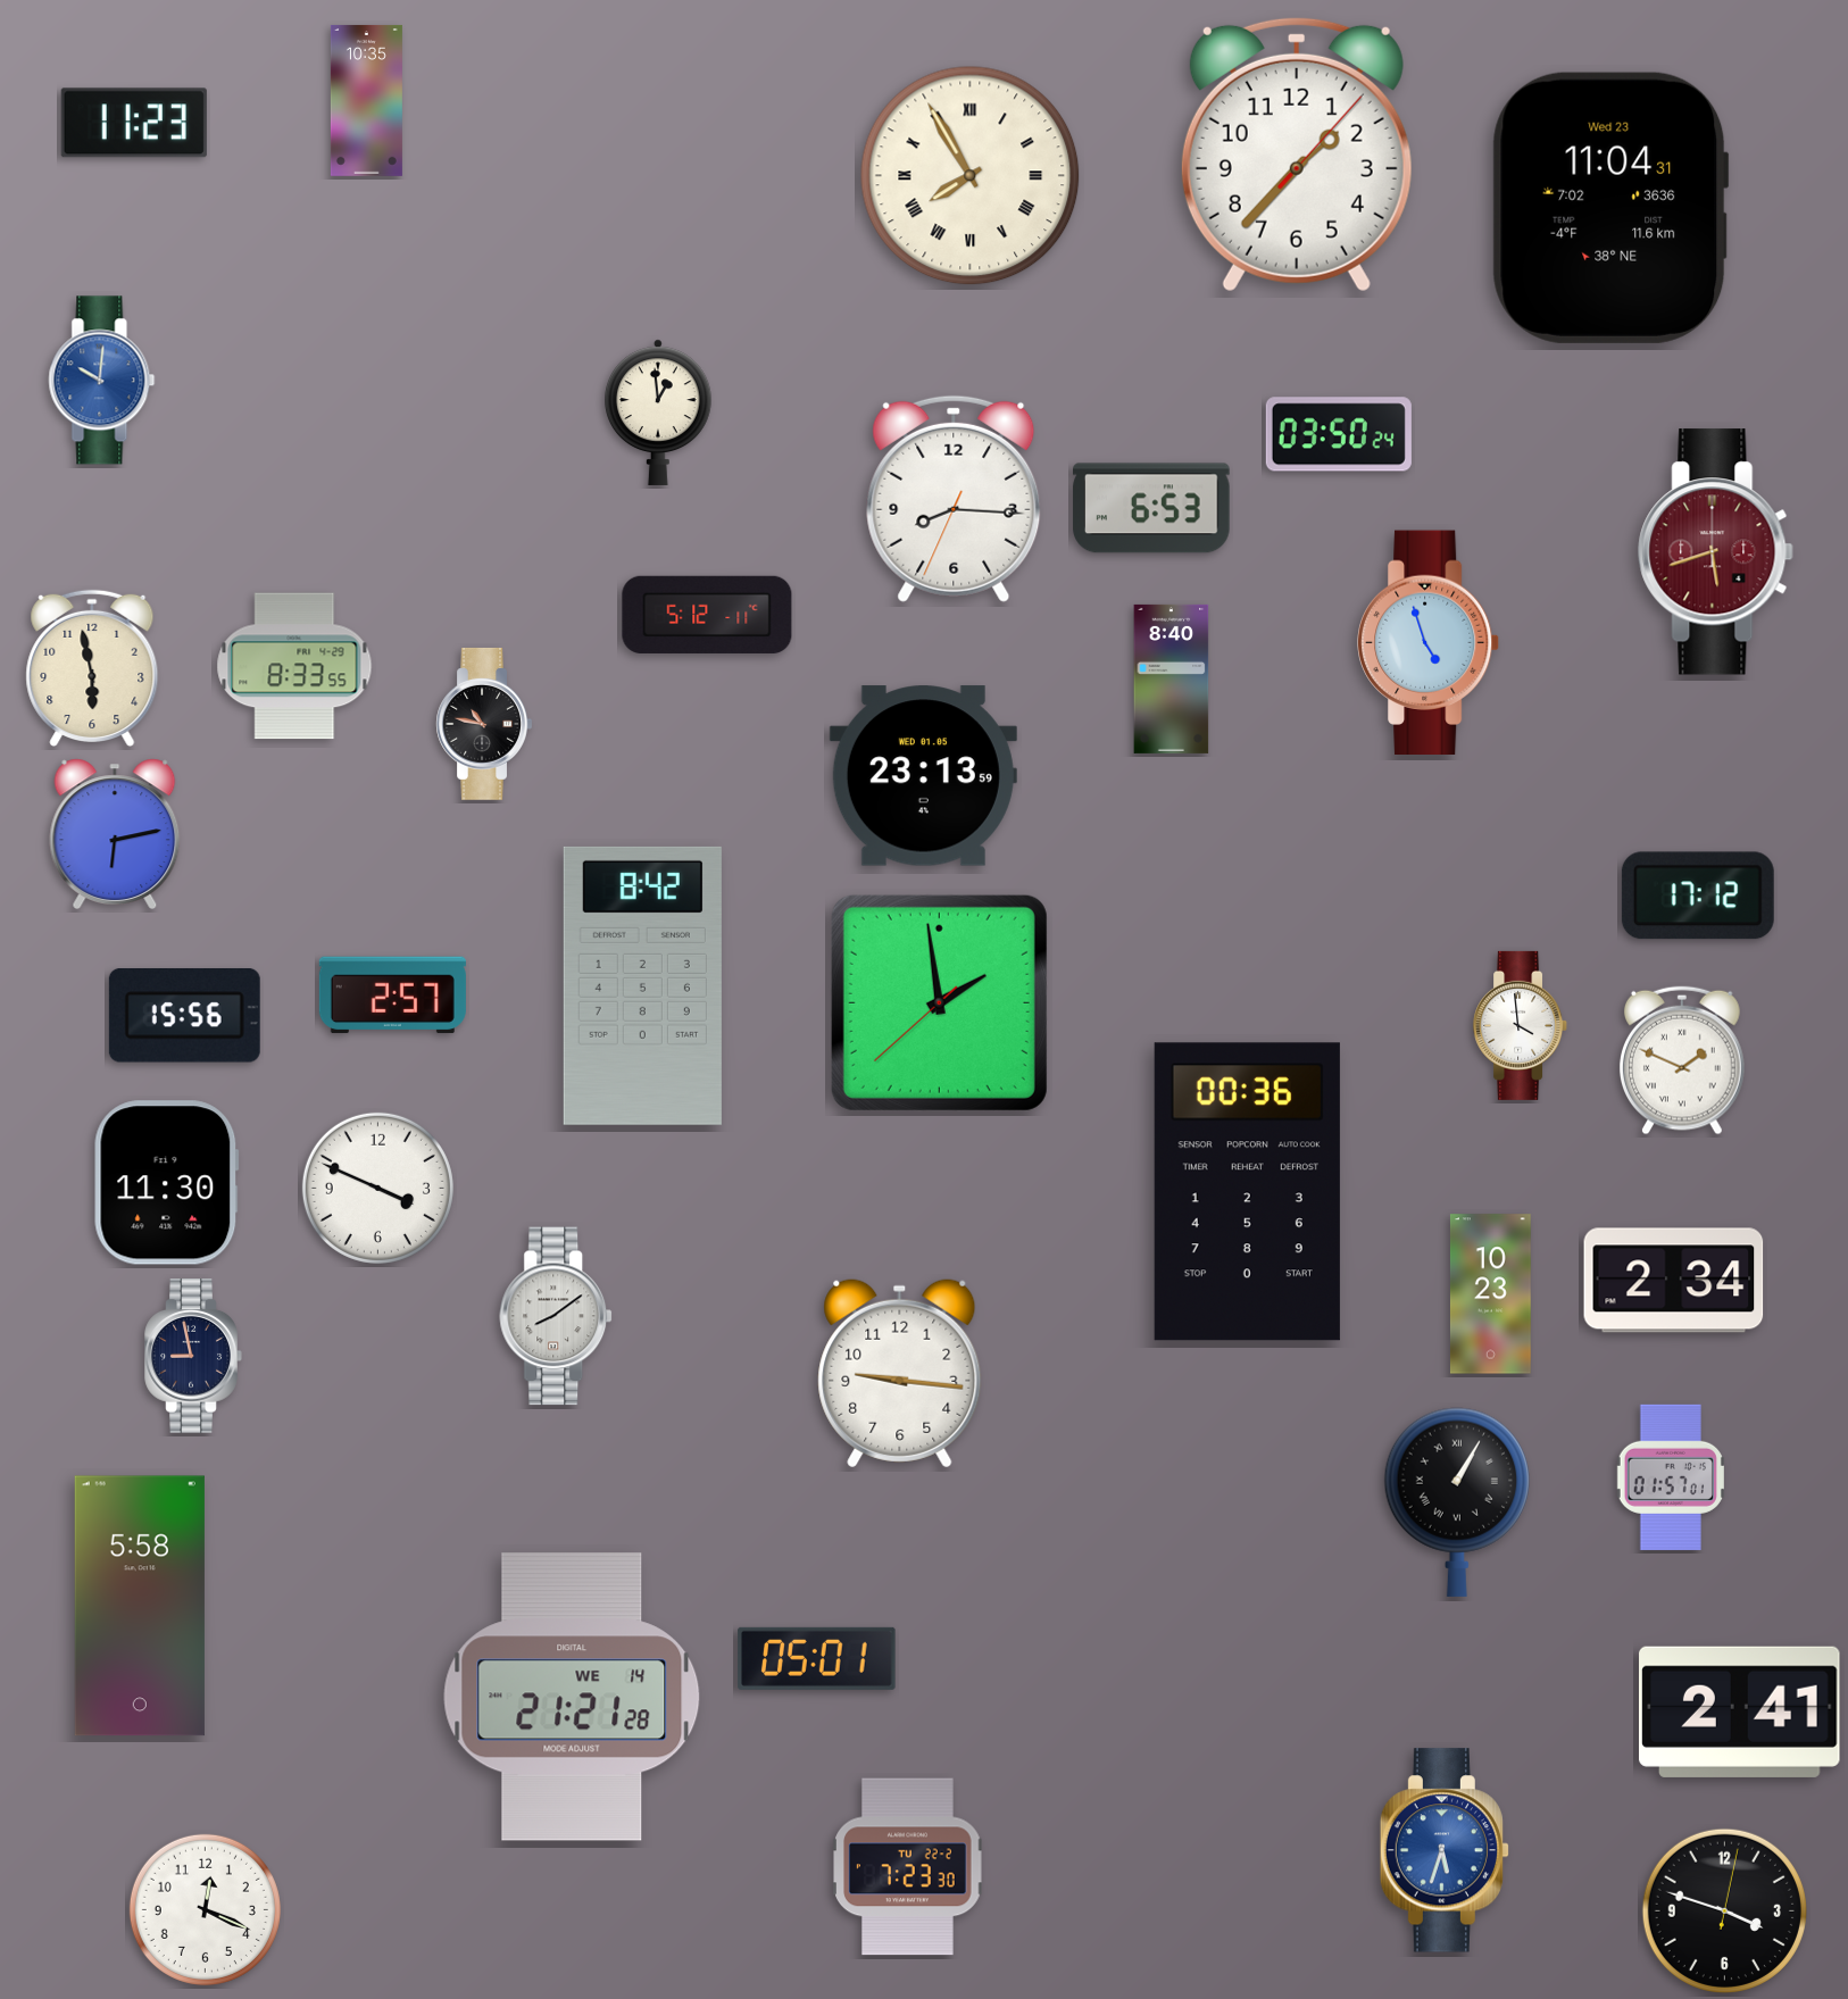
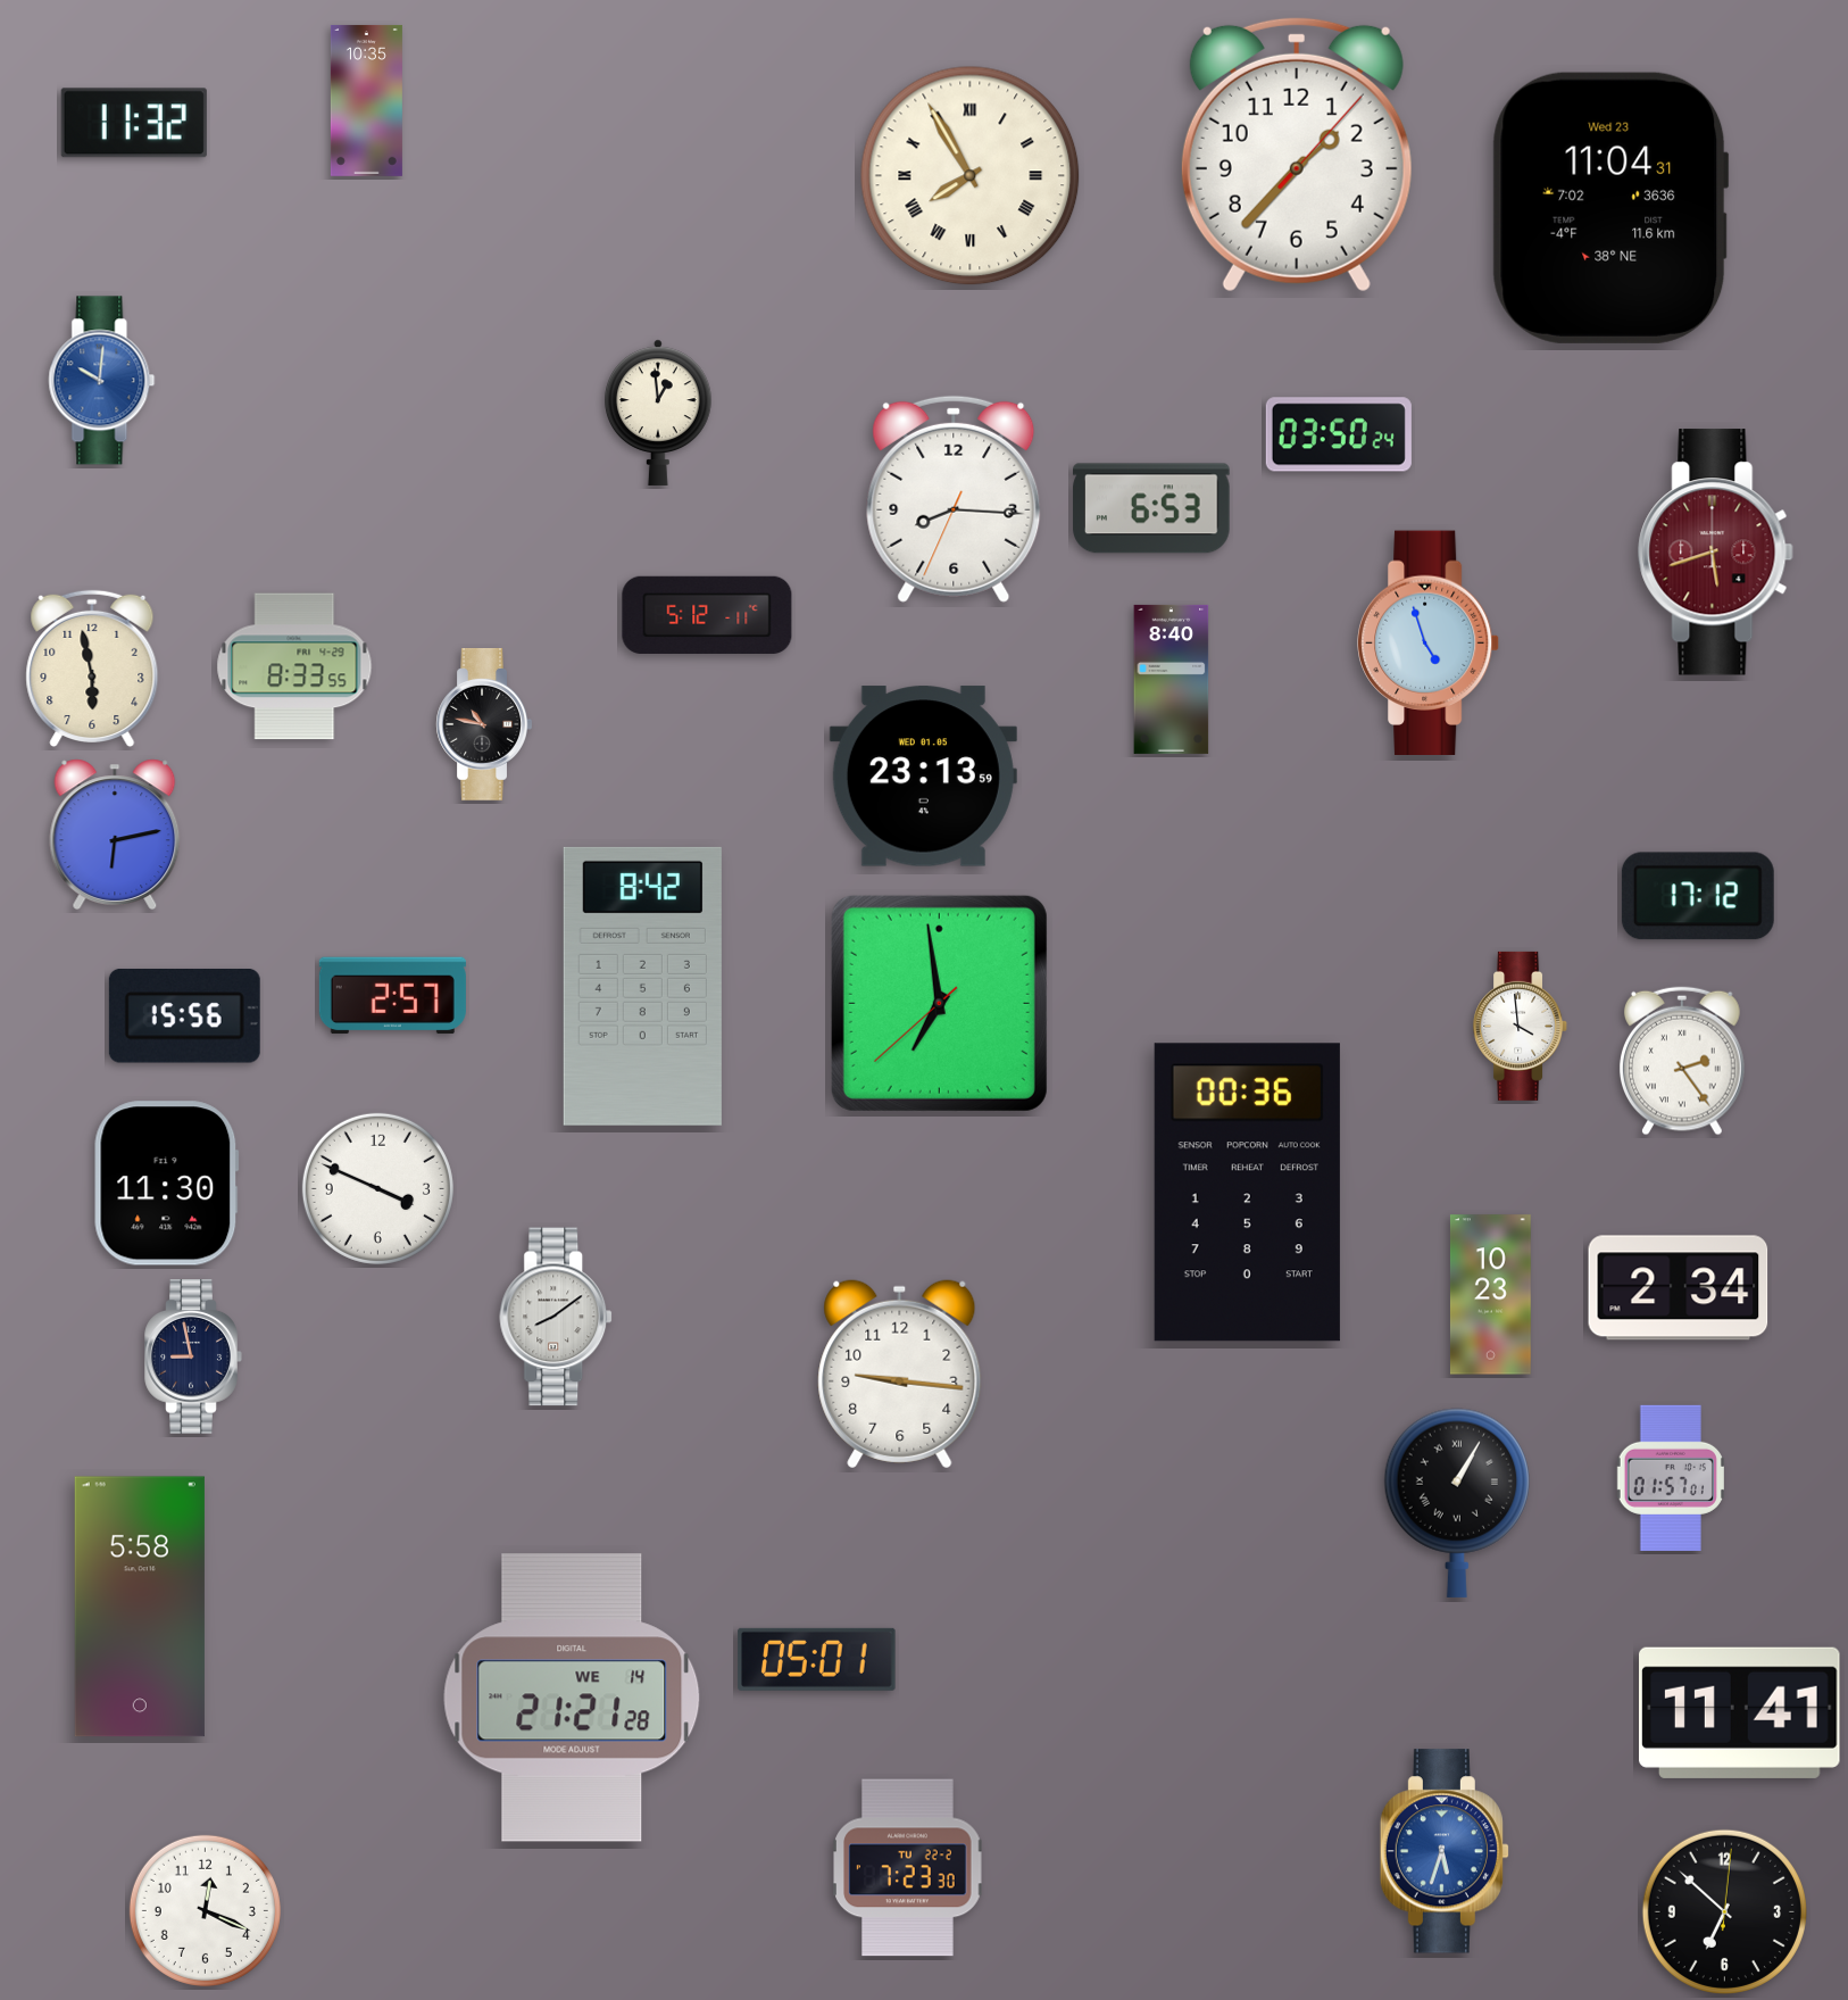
clock at (134, 123): 11:23 -> 11:32
clock at (939, 1002): 1:58 -> 6:58
clock at (1682, 1060): 1:49 -> 2:24
clock at (1674, 1281) position: (1674, 1281) -> (1679, 1288)
clock at (1740, 1711): 2:41 -> 11:41
clock at (1724, 1910): 3:48 -> 6:52
